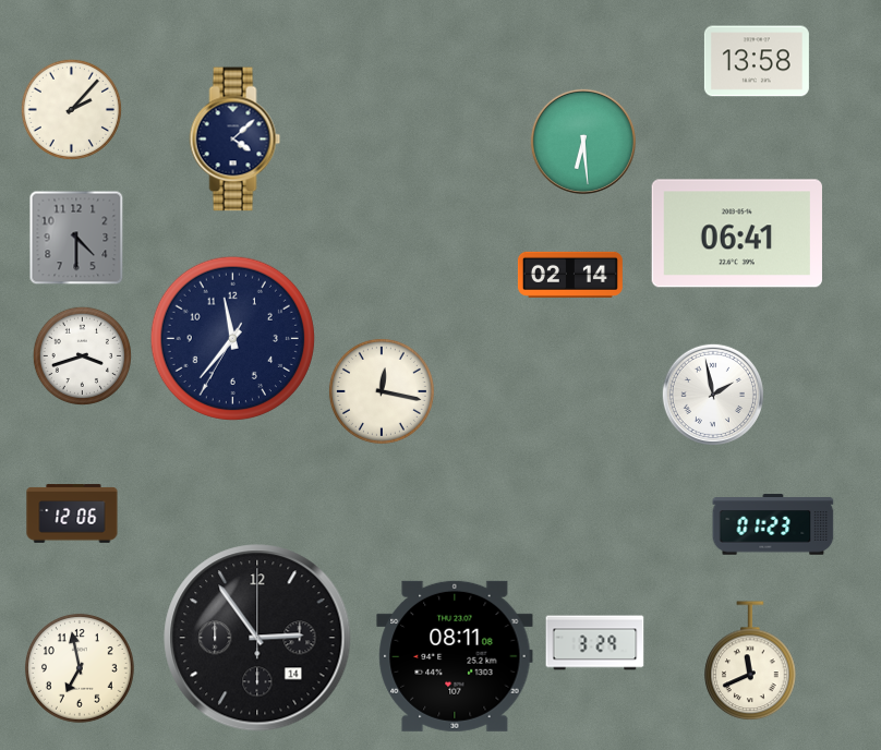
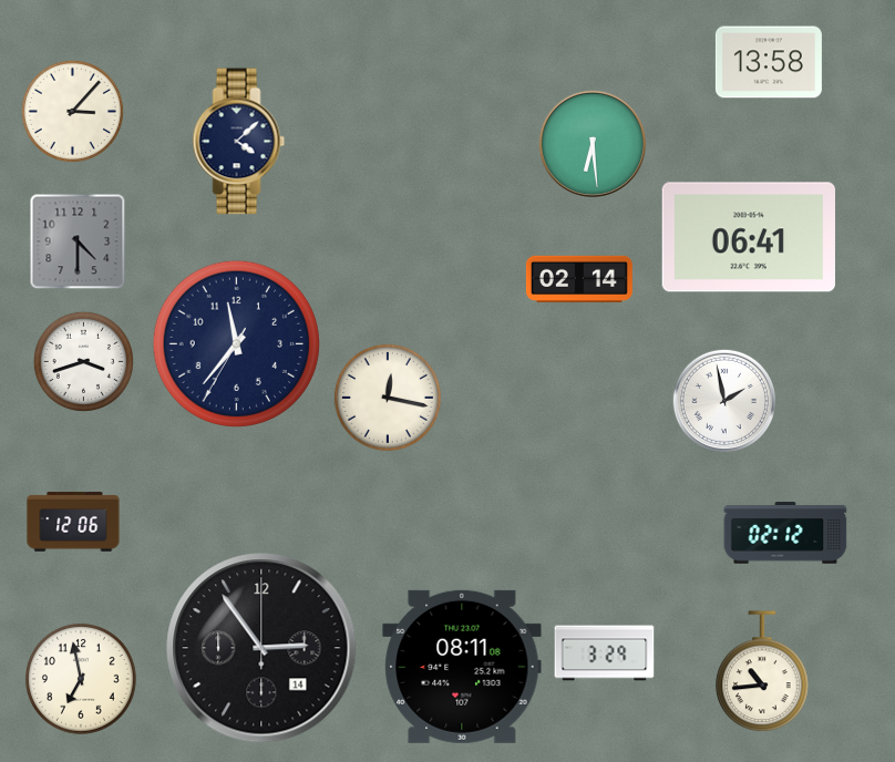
clock at (71, 109): 2:07 -> 3:07
clock at (773, 524): 01:23 -> 02:12
clock at (750, 662): 11:41 -> 10:44
